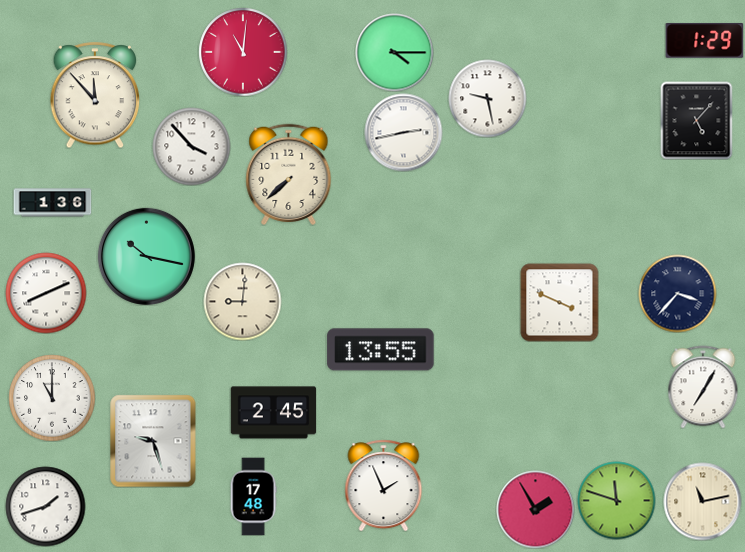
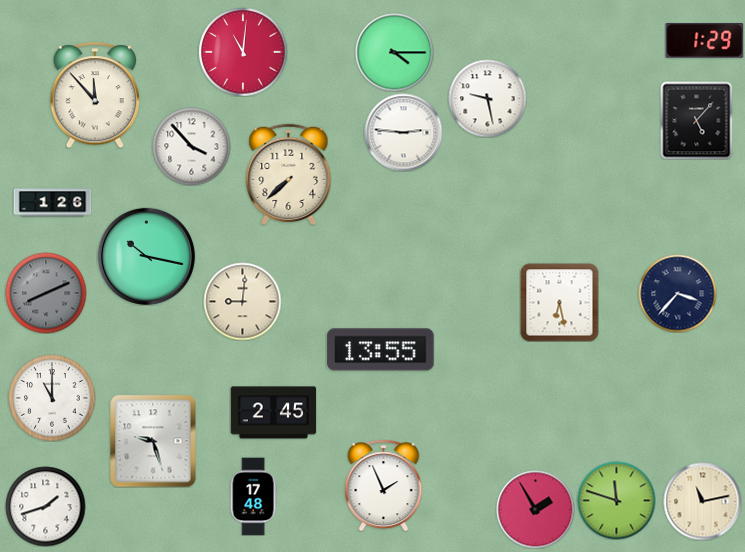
clock at (403, 132): 2:43 -> 2:46
clock at (52, 203): 1:36 -> 1:26
clock at (46, 293) dial: white -> grey
clock at (559, 302): 3:49 -> 6:28
clock at (703, 387): 7:05 -> none
